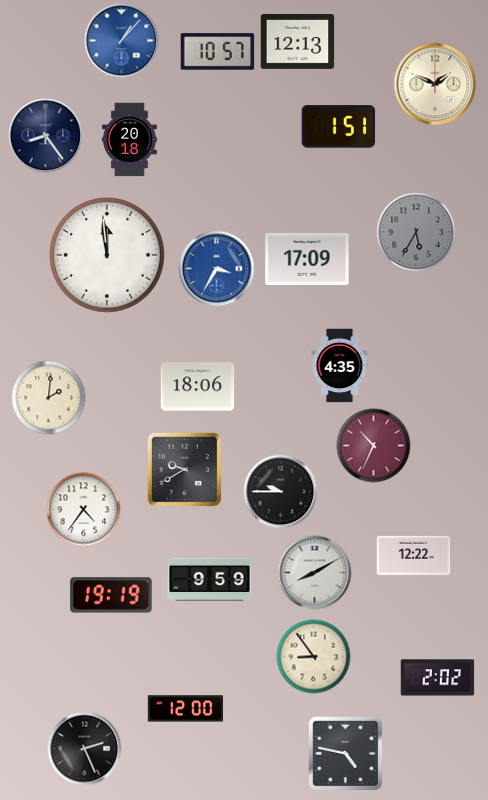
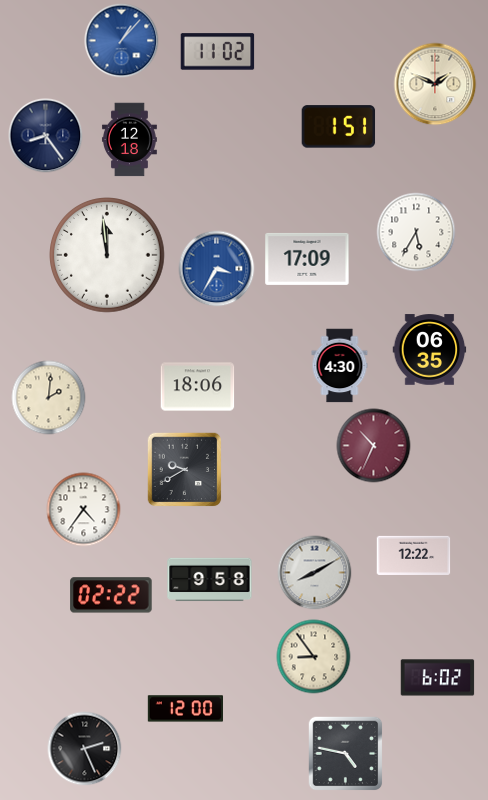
clock at (298, 41): 12:13 -> none
clock at (218, 52): 10:57 -> 11:02
clock at (129, 140): 20:18 -> 12:18
clock at (416, 232) dial: grey -> white
clock at (430, 350): none -> 06:35
clock at (340, 366): 4:35 -> 4:30
clock at (281, 492): 9:45 -> none
clock at (210, 580): 9:59 -> 9:58
clock at (111, 595): 19:19 -> 02:22
clock at (438, 678): 2:02 -> 6:02
